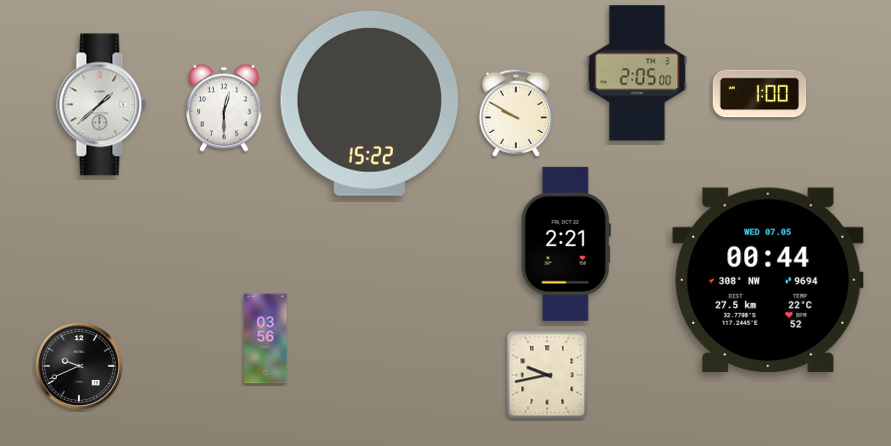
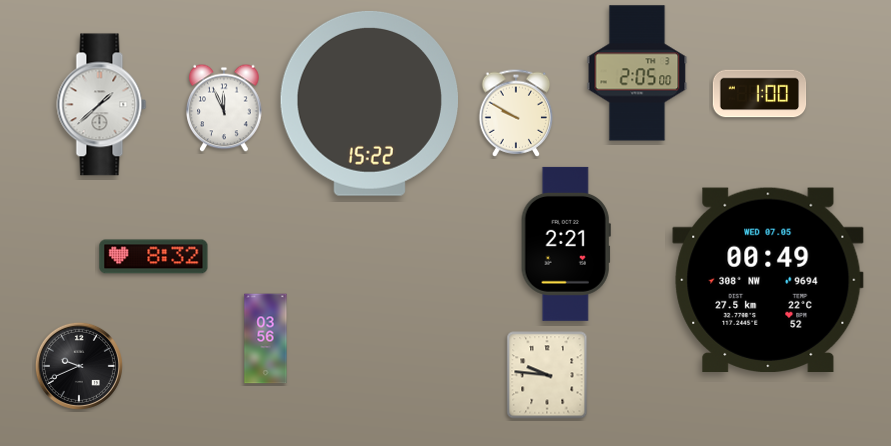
clock at (224, 108): 12:30 -> 11:56
clock at (154, 257): none -> 8:32
clock at (768, 279): 00:44 -> 00:49
clock at (547, 375): 9:43 -> 9:46
